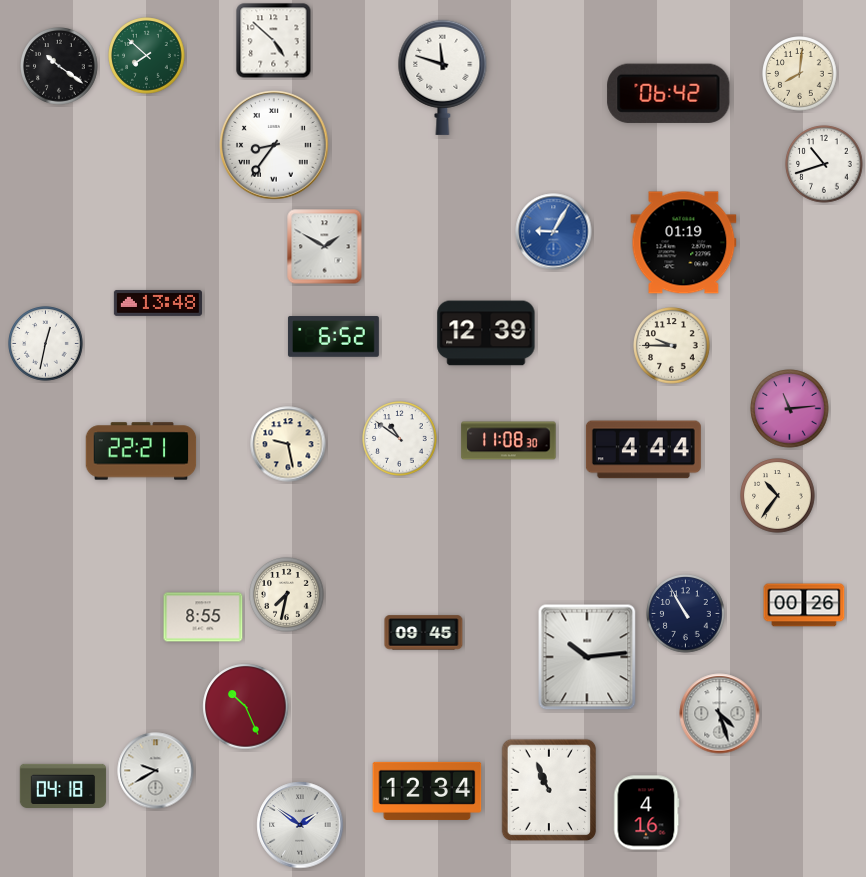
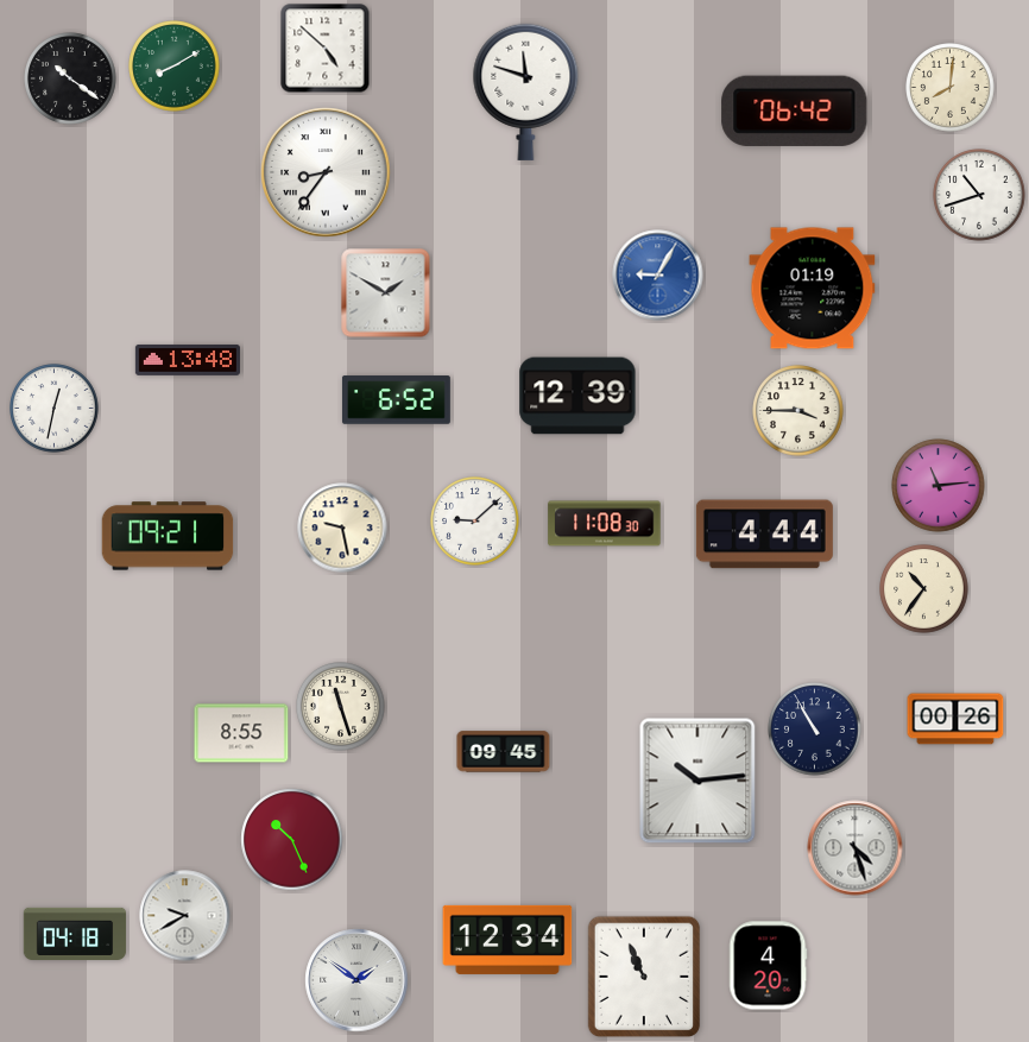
clock at (147, 56): 7:52 -> 8:10
clock at (672, 346): 9:45 -> 3:45
clock at (400, 439): 10:51 -> 9:08
clock at (141, 451): 22:21 -> 09:21
clock at (287, 595): 7:32 -> 11:27
clock at (549, 790) position: (549, 790) -> (644, 977)
clock at (646, 813): 4:16 -> 4:20
